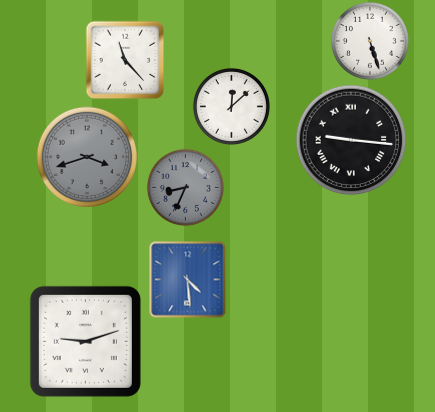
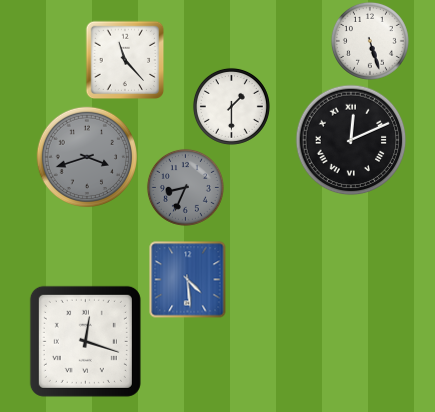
clock at (231, 106): 12:08 -> 1:30
clock at (351, 140): 9:16 -> 12:11
clock at (85, 341): 9:12 -> 12:18
